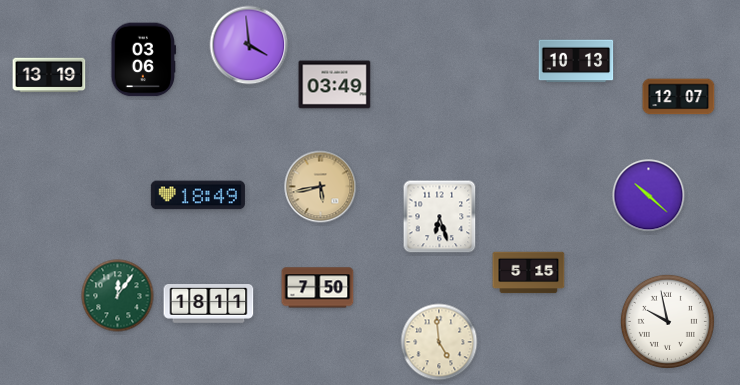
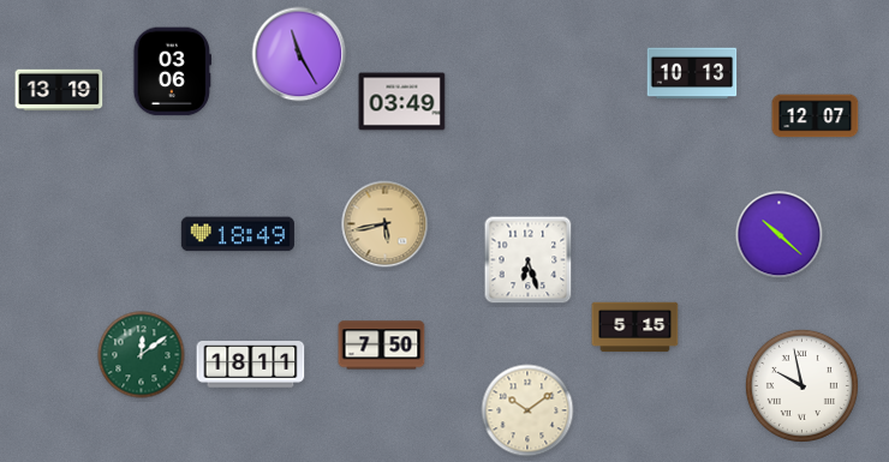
clock at (249, 45): 3:59 -> 11:25
clock at (118, 296): 12:06 -> 12:09
clock at (439, 342): 4:59 -> 10:09
